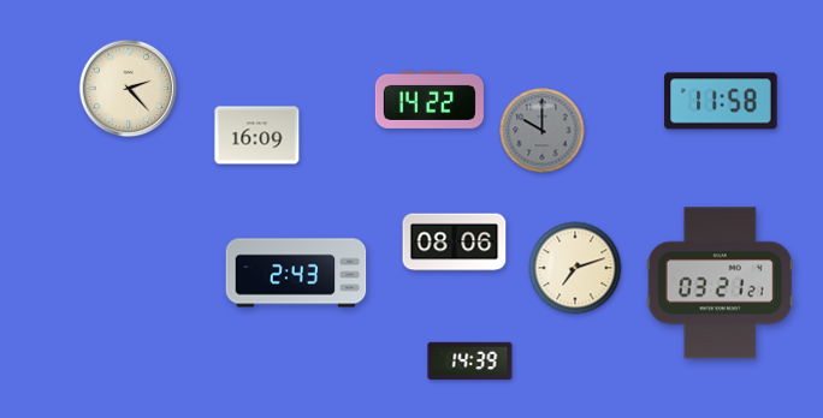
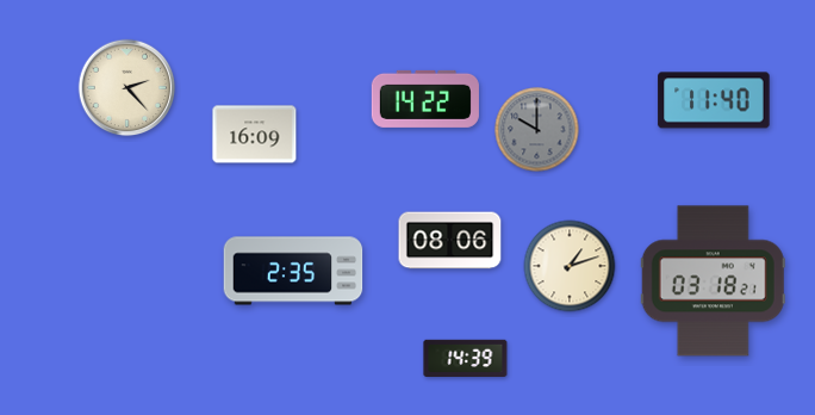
clock at (721, 101): 11:58 -> 11:40
clock at (575, 268): 7:12 -> 1:12
clock at (296, 273): 2:43 -> 2:35
clock at (720, 283): 03:21 -> 03:18
